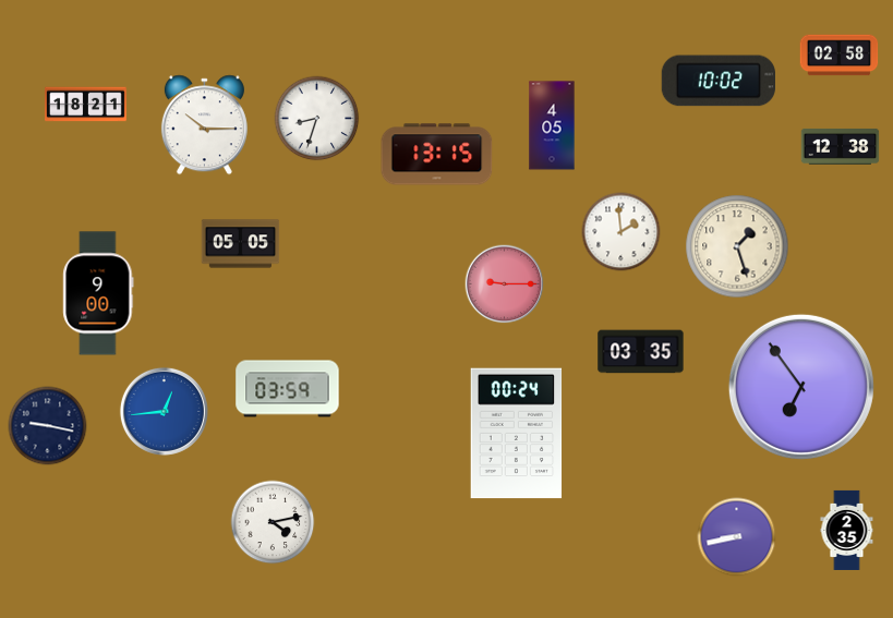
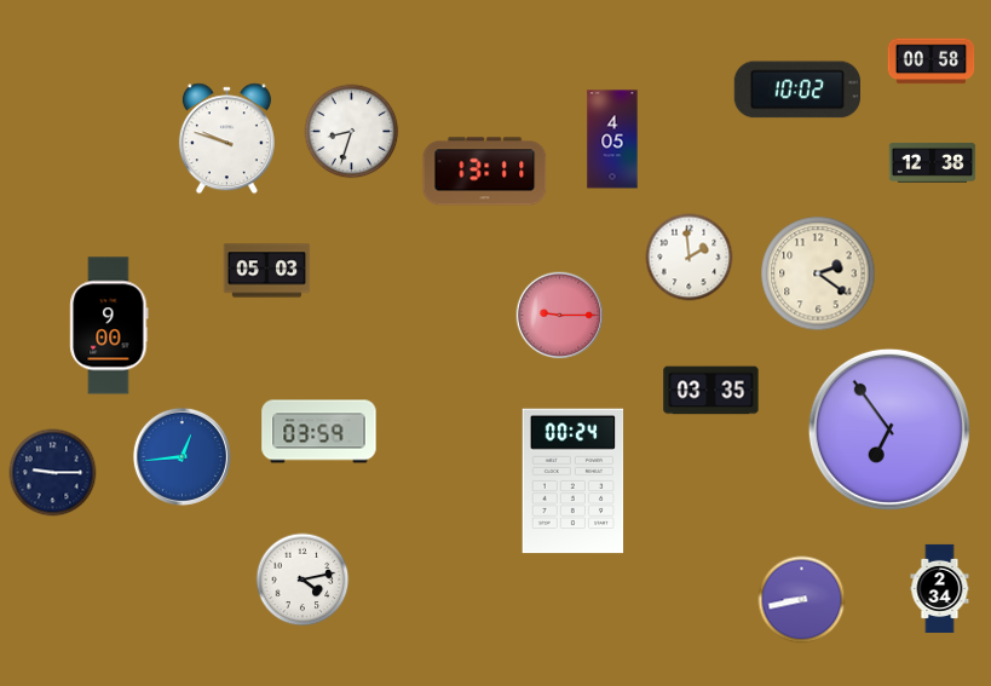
clock at (840, 56): 02:58 -> 00:58
clock at (86, 105): 18:21 -> none
clock at (204, 125): 10:15 -> 9:48
clock at (437, 155): 13:15 -> 13:11
clock at (241, 244): 05:05 -> 05:03
clock at (737, 246): 1:27 -> 2:21
clock at (48, 426): 9:17 -> 9:15
clock at (847, 530): 2:35 -> 2:34
clock at (737, 537) position: (737, 537) -> (802, 600)
